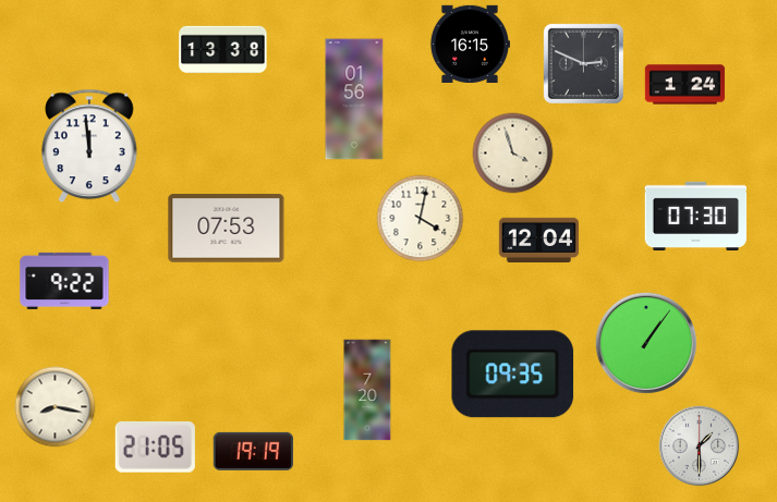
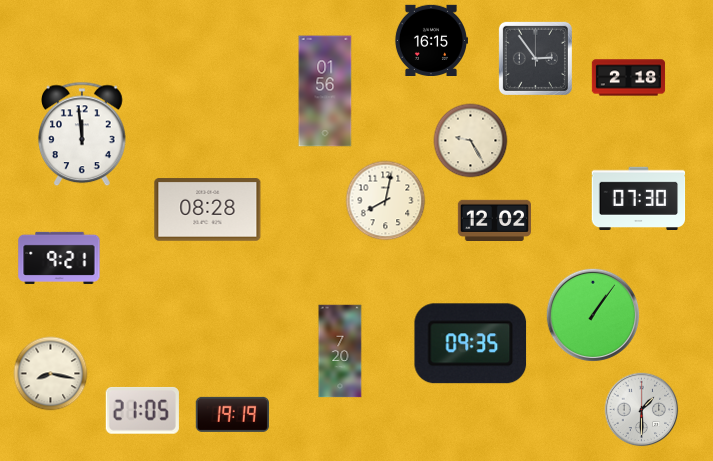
clock at (223, 49): 13:38 -> none
clock at (583, 63): 2:49 -> 2:54
clock at (685, 85): 1:24 -> 2:18
clock at (513, 154): 3:57 -> 9:25
clock at (421, 219): 4:02 -> 8:02
clock at (227, 229): 07:53 -> 08:28
clock at (538, 240): 12:04 -> 12:02
clock at (64, 281): 9:22 -> 9:21
clock at (367, 390) position: (367, 390) -> (340, 351)
